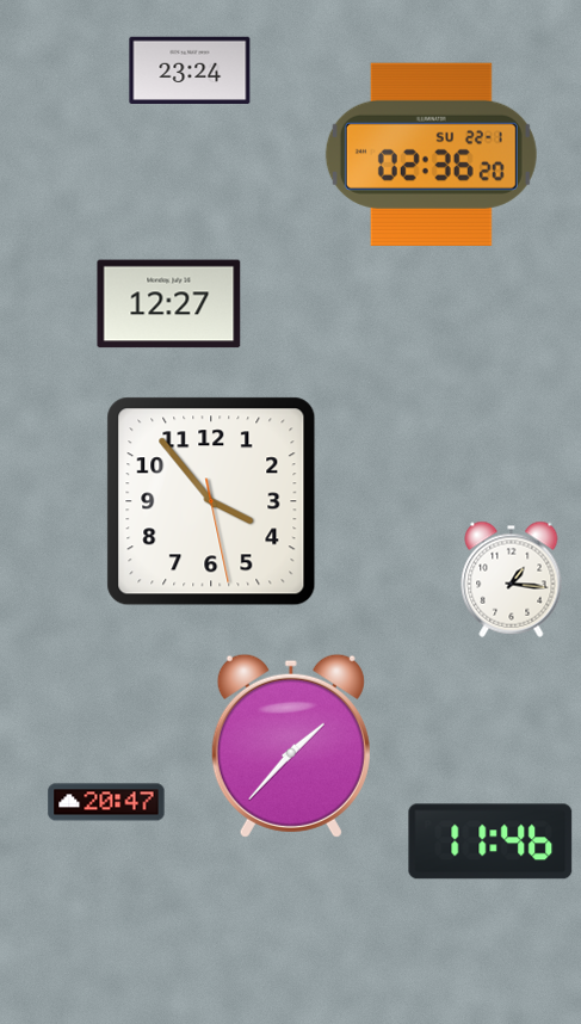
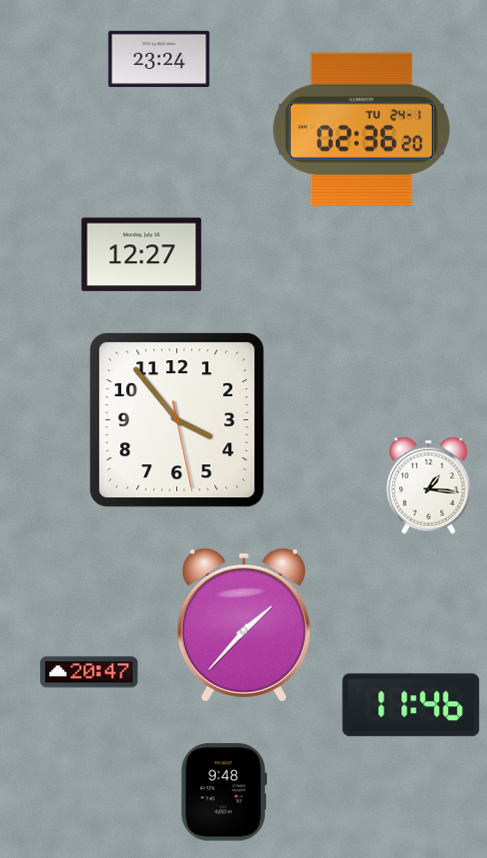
clock at (431, 154) date: SU 22-1 -> TU 24-1
clock at (224, 792): none -> 9:48
